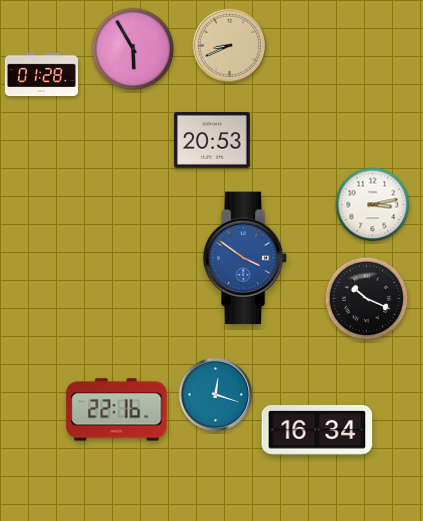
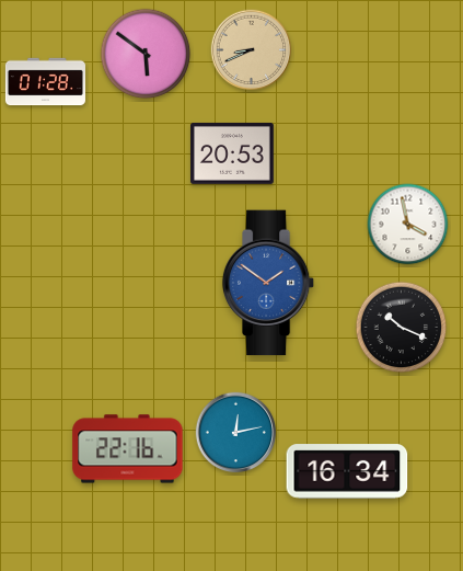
clock at (133, 49): 5:55 -> 5:51
clock at (373, 205): 3:13 -> 3:58
clock at (245, 258): 3:51 -> 1:51
clock at (216, 395): 12:18 -> 12:13
